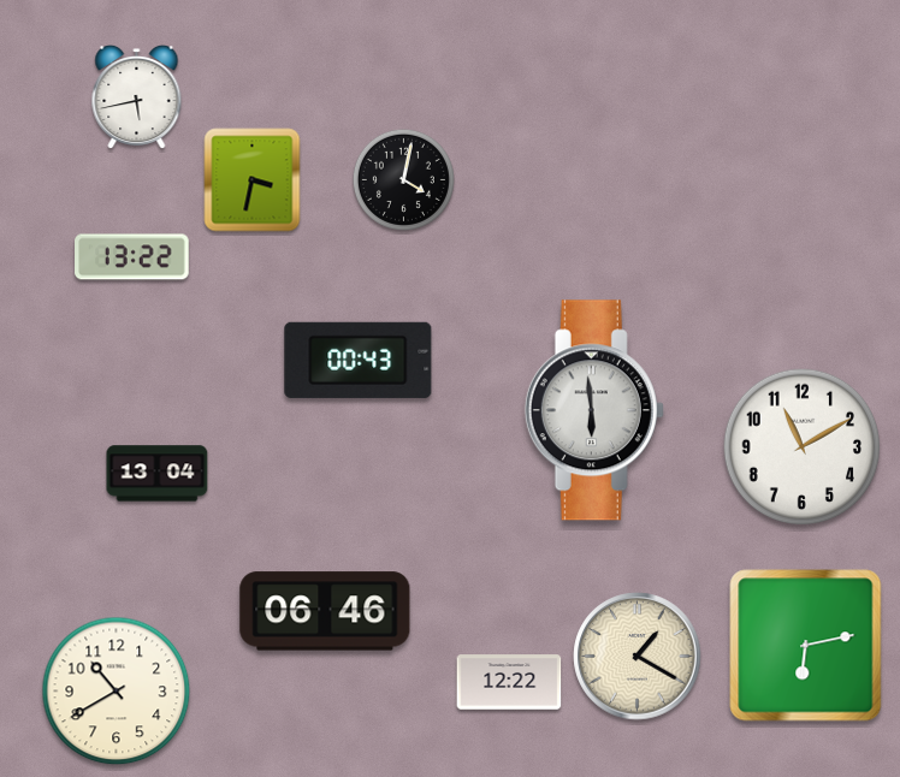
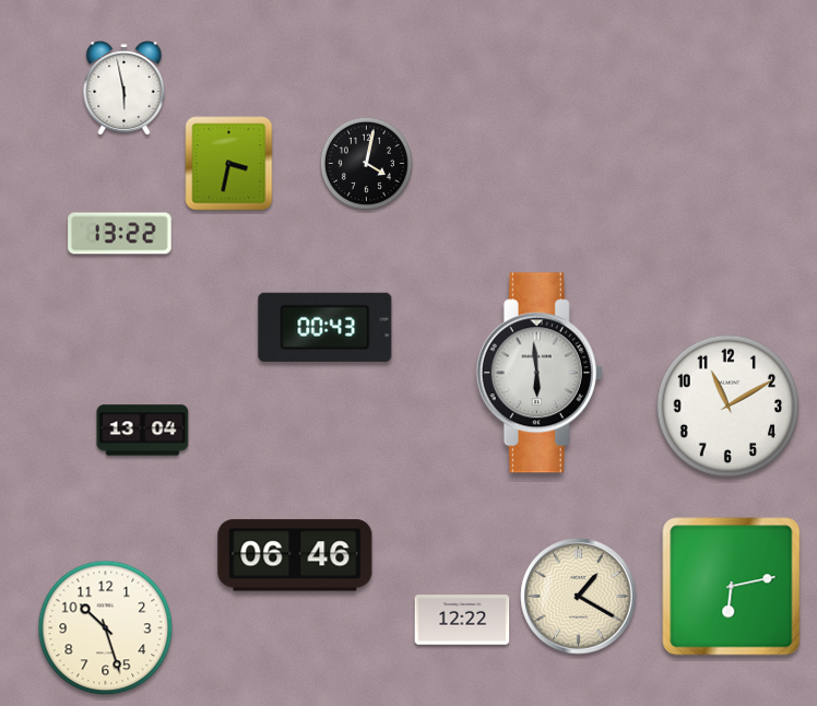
clock at (137, 97): 5:43 -> 5:58
clock at (117, 692): 10:40 -> 10:27
